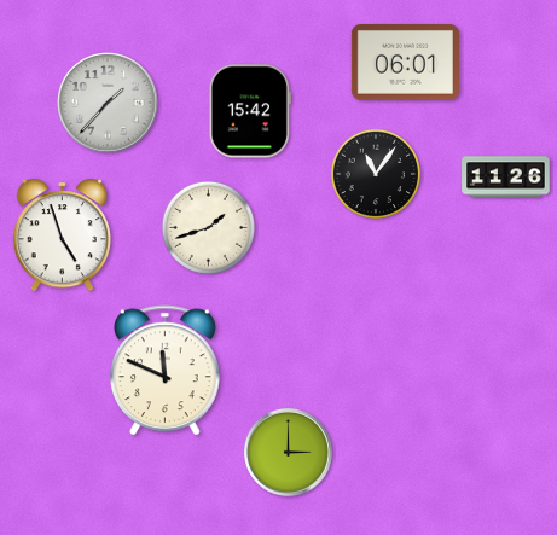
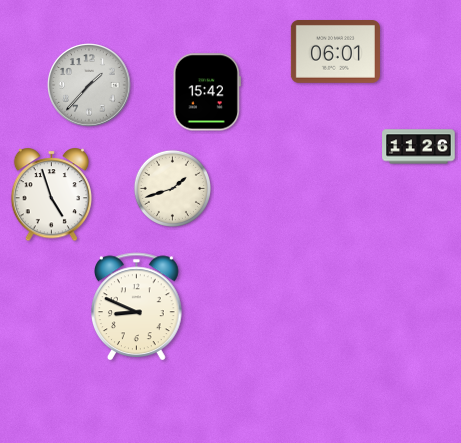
clock at (376, 174): 11:06 -> none
clock at (166, 371): 11:49 -> 8:49
clock at (289, 453): 3:00 -> none
